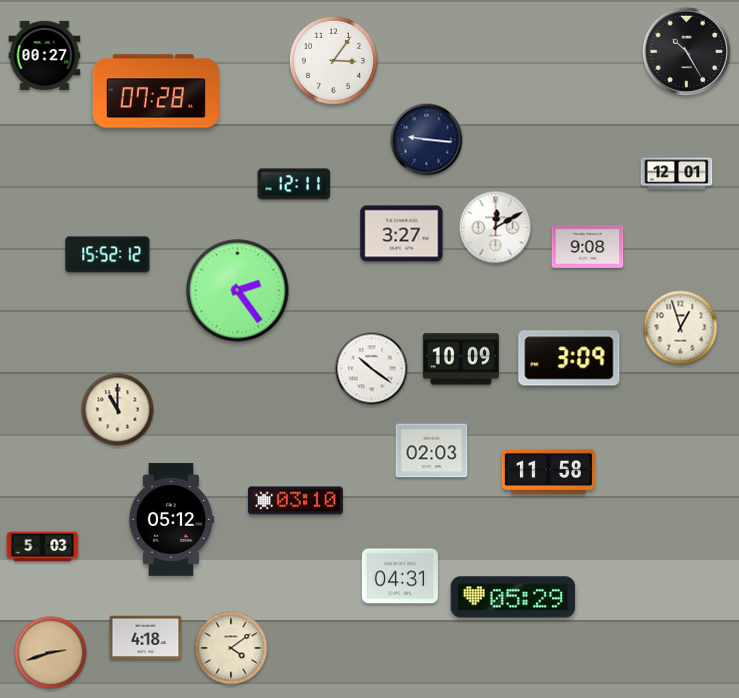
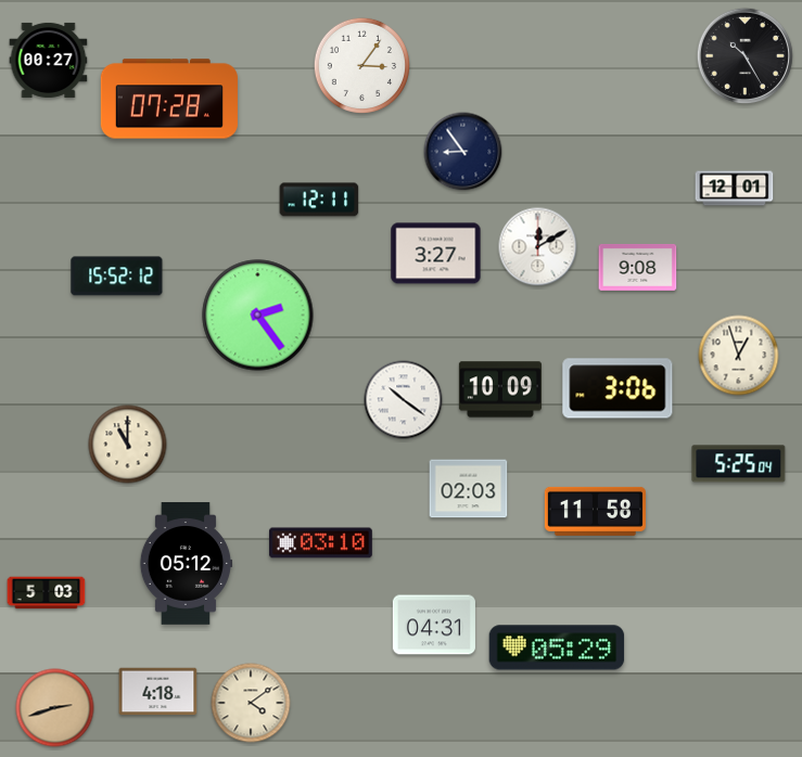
clock at (427, 140): 9:16 -> 8:54
clock at (569, 358): 3:09 -> 3:06
clock at (739, 464): none -> 5:25
